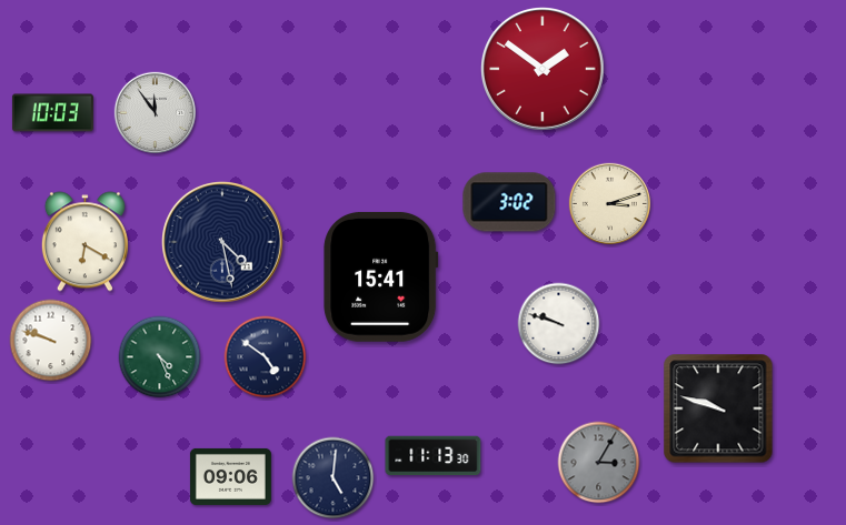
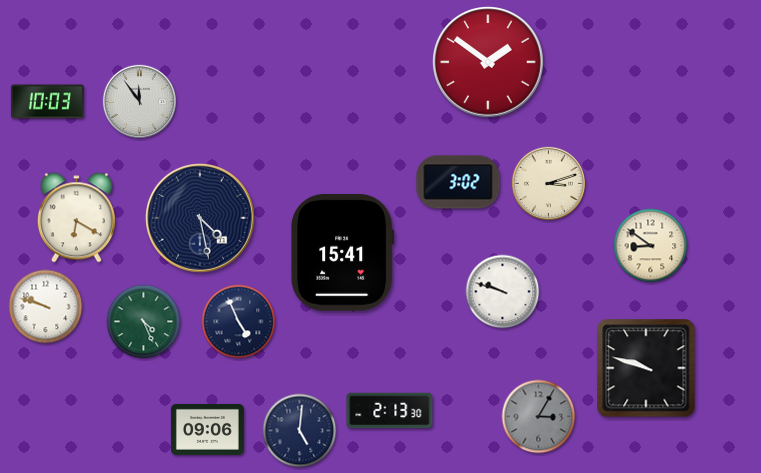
clock at (651, 246): none -> 8:51
clock at (381, 276) position: (381, 276) -> (343, 252)
clock at (266, 357): 4:51 -> 4:56
clock at (434, 456): 11:13 -> 2:13
